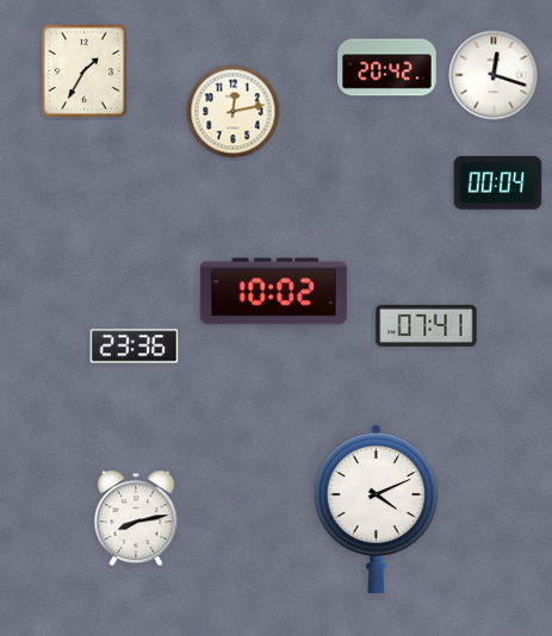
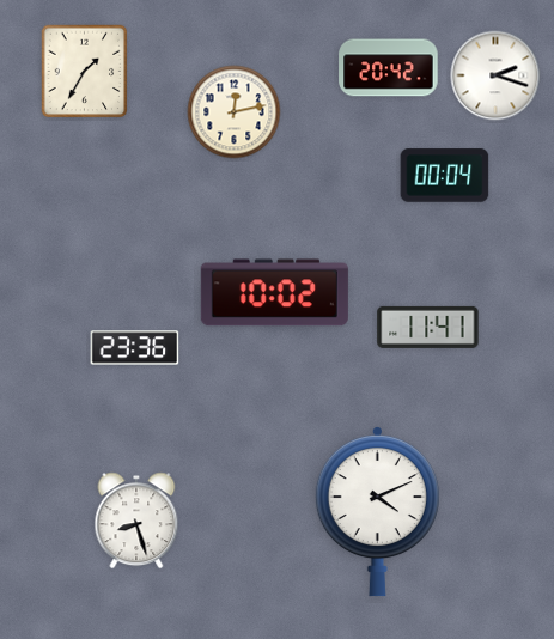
clock at (494, 75): 12:18 -> 2:18
clock at (498, 183) position: (498, 183) -> (445, 176)
clock at (427, 325): 07:41 -> 11:41
clock at (136, 518): 8:13 -> 8:27
